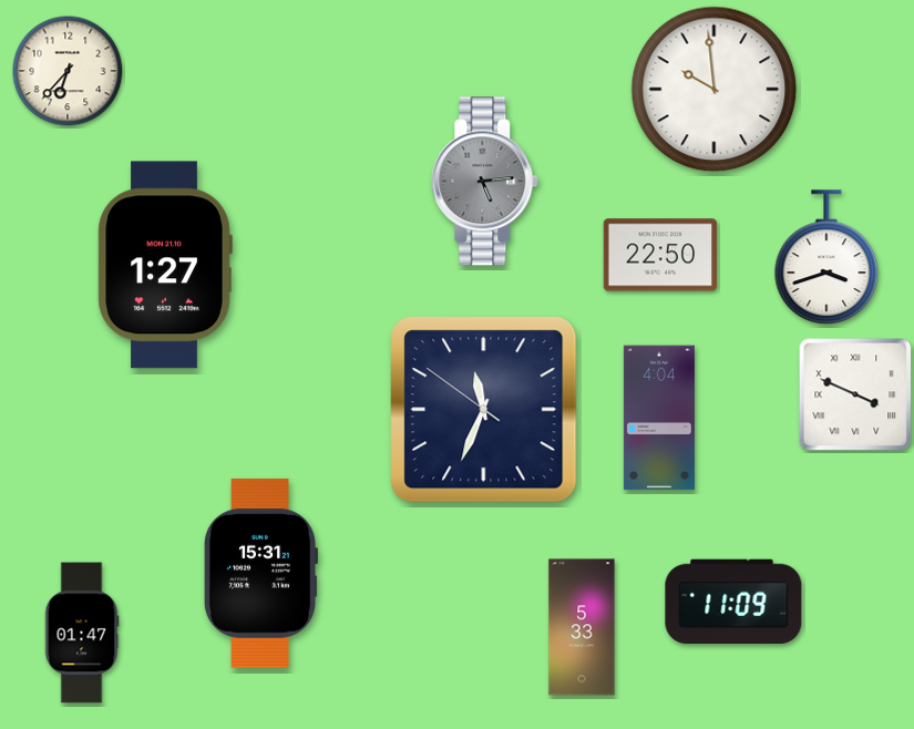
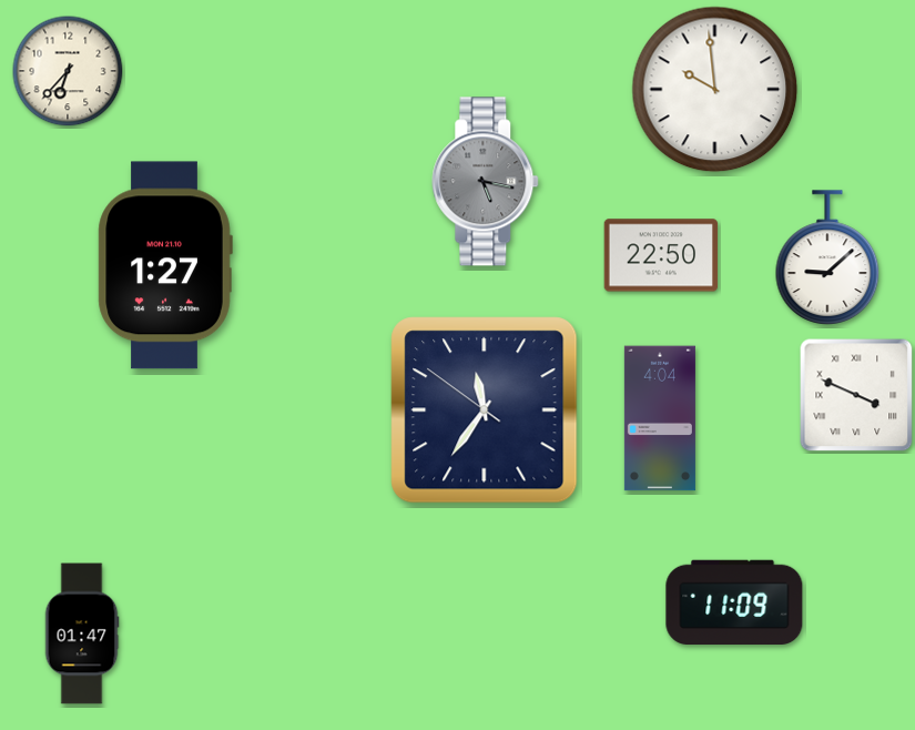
clock at (485, 182): 5:14 -> 5:17
clock at (826, 257): 3:42 -> 9:08
clock at (484, 410): 11:33 -> 11:35
clock at (260, 573): 15:31 -> none
clock at (582, 627): 5:33 -> none
